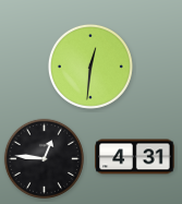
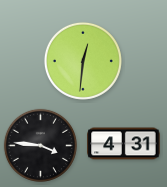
clock at (44, 158): 12:46 -> 3:46
